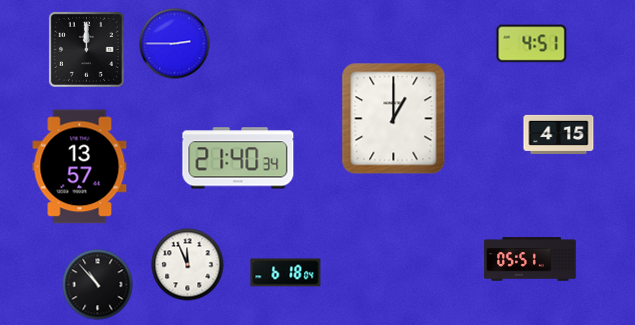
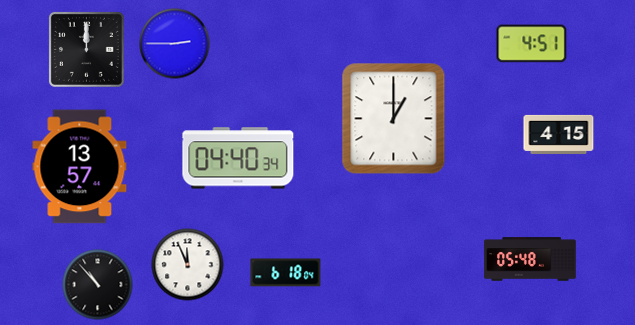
clock at (238, 158): 21:40 -> 04:40
clock at (530, 259): 05:51 -> 05:48
